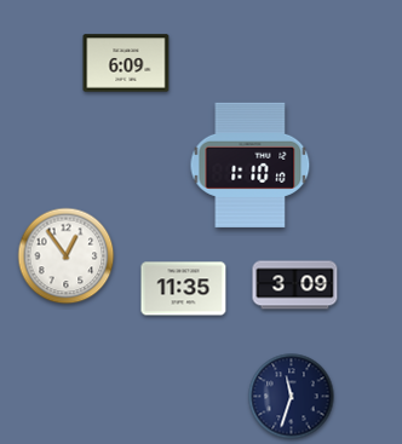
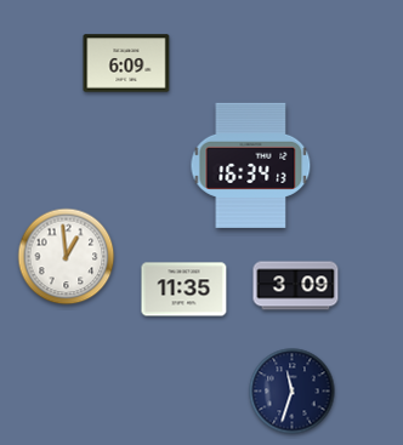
clock at (251, 165): 1:10 -> 16:34
clock at (67, 256): 12:54 -> 12:59
clock at (292, 397) position: (292, 397) -> (293, 392)
